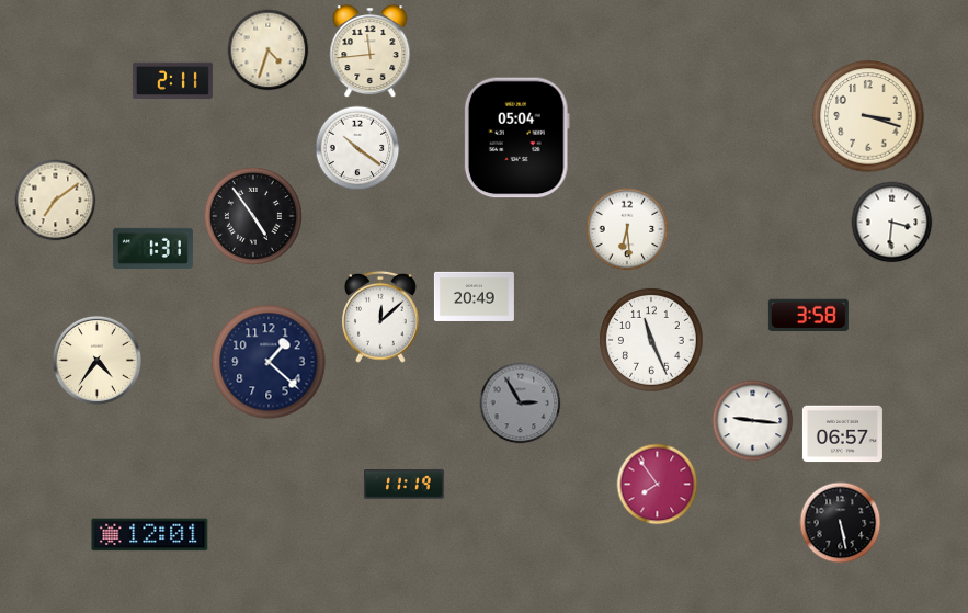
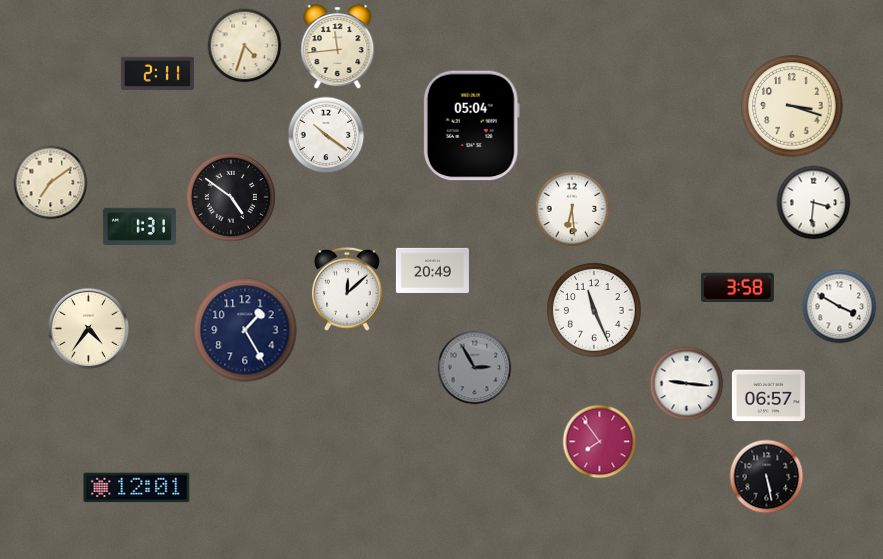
clock at (253, 216): 4:54 -> 4:51
clock at (840, 307): none -> 3:50
clock at (269, 362): 1:22 -> 1:25
clock at (403, 485): 11:19 -> none
